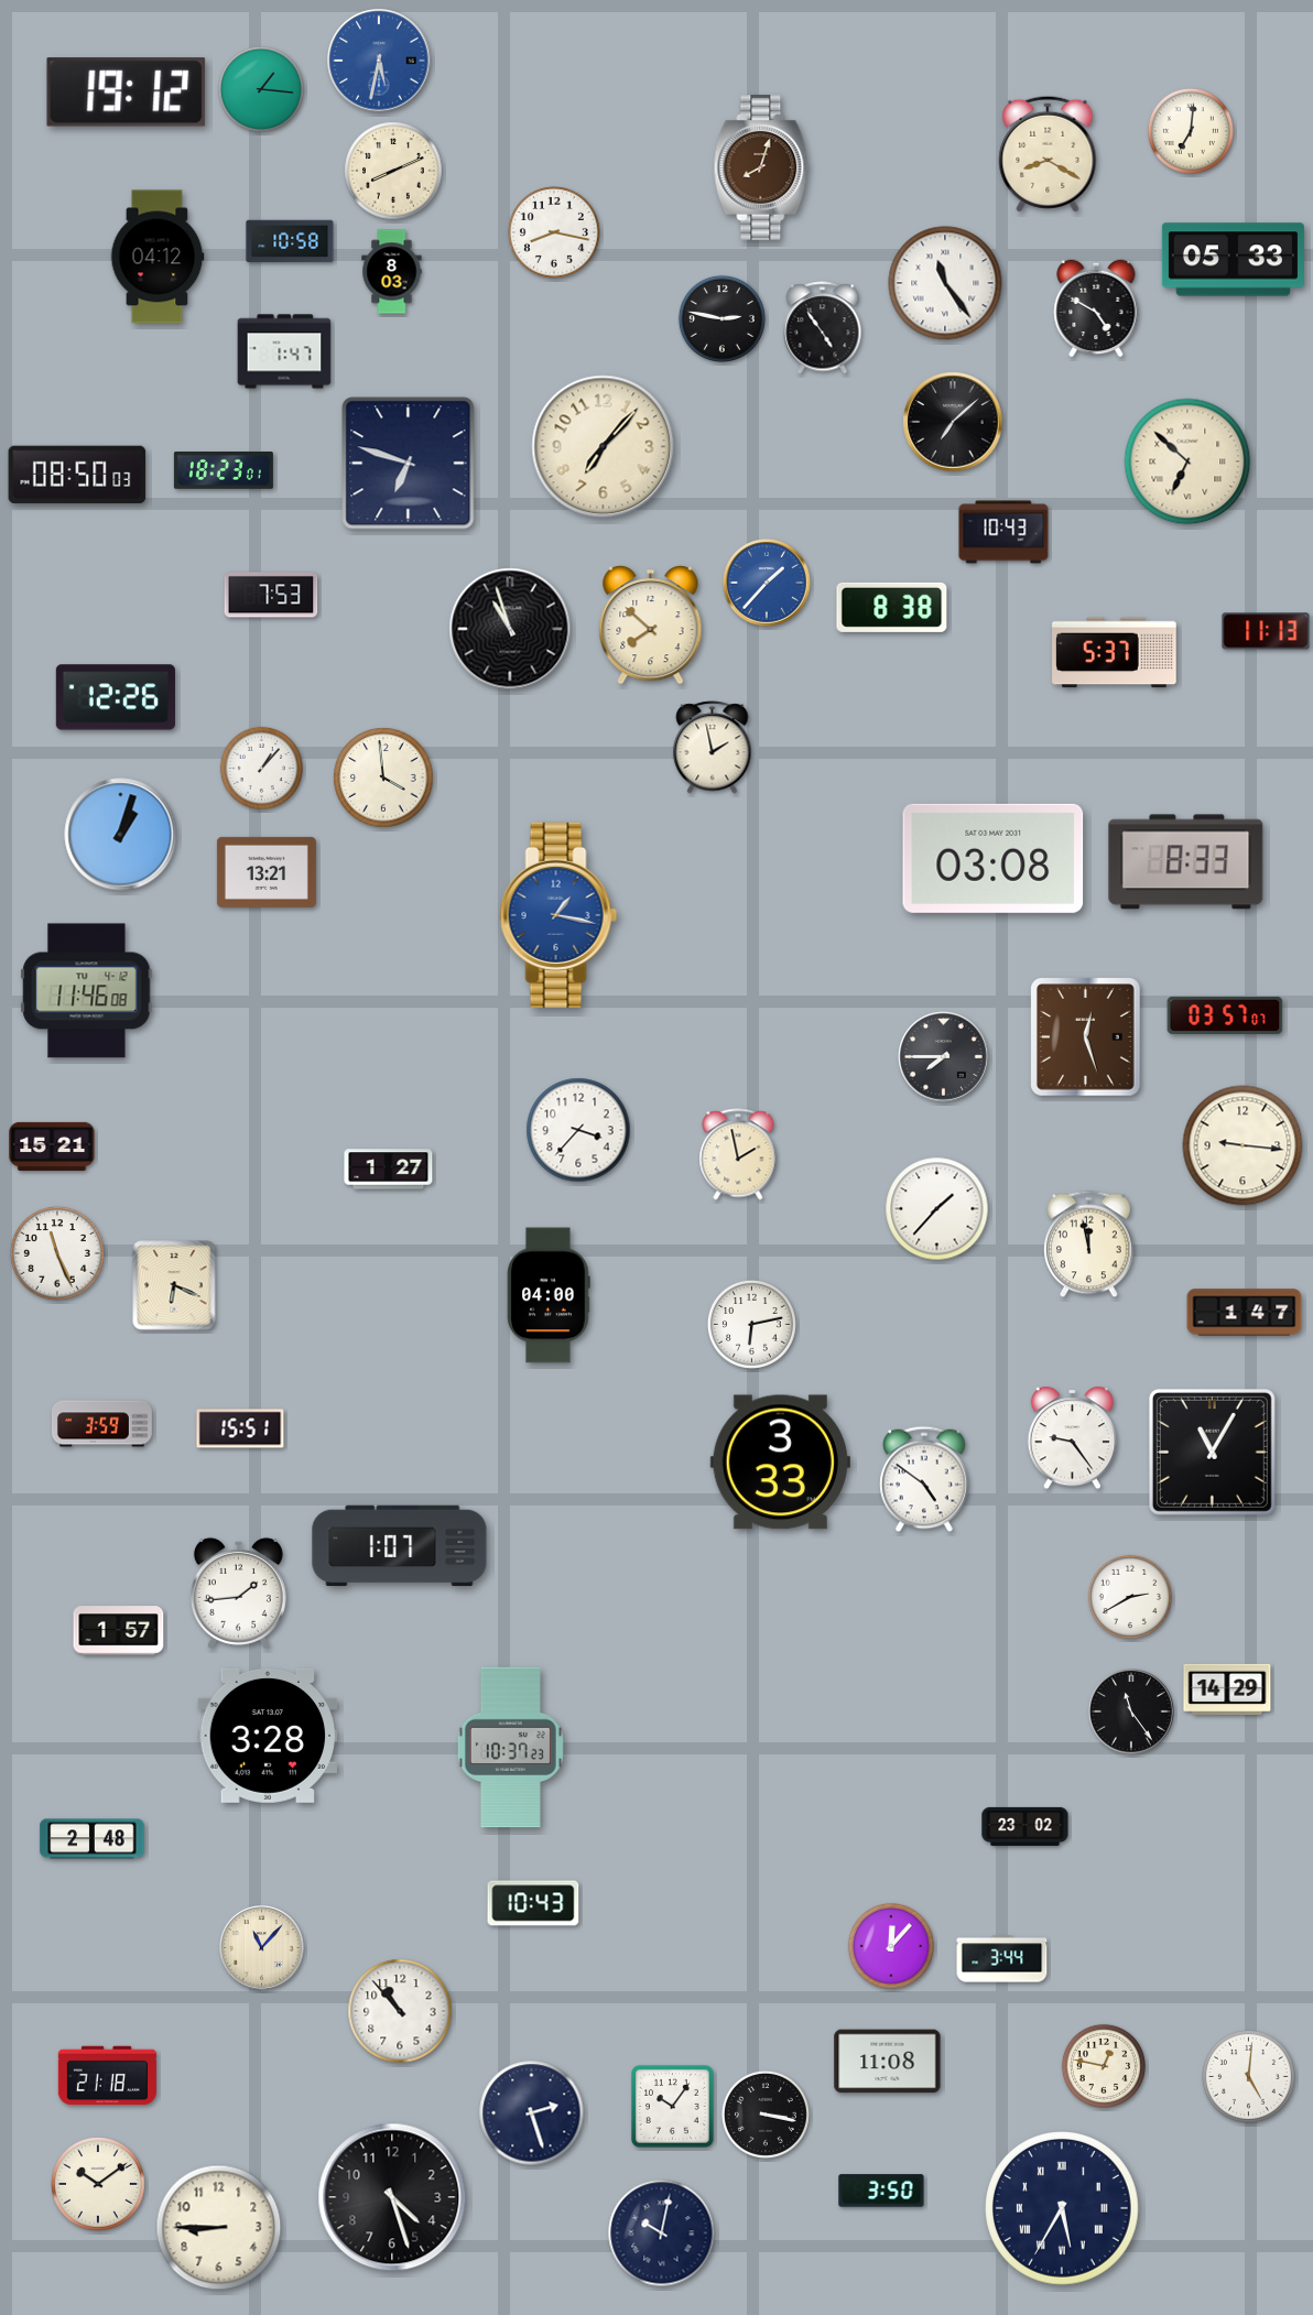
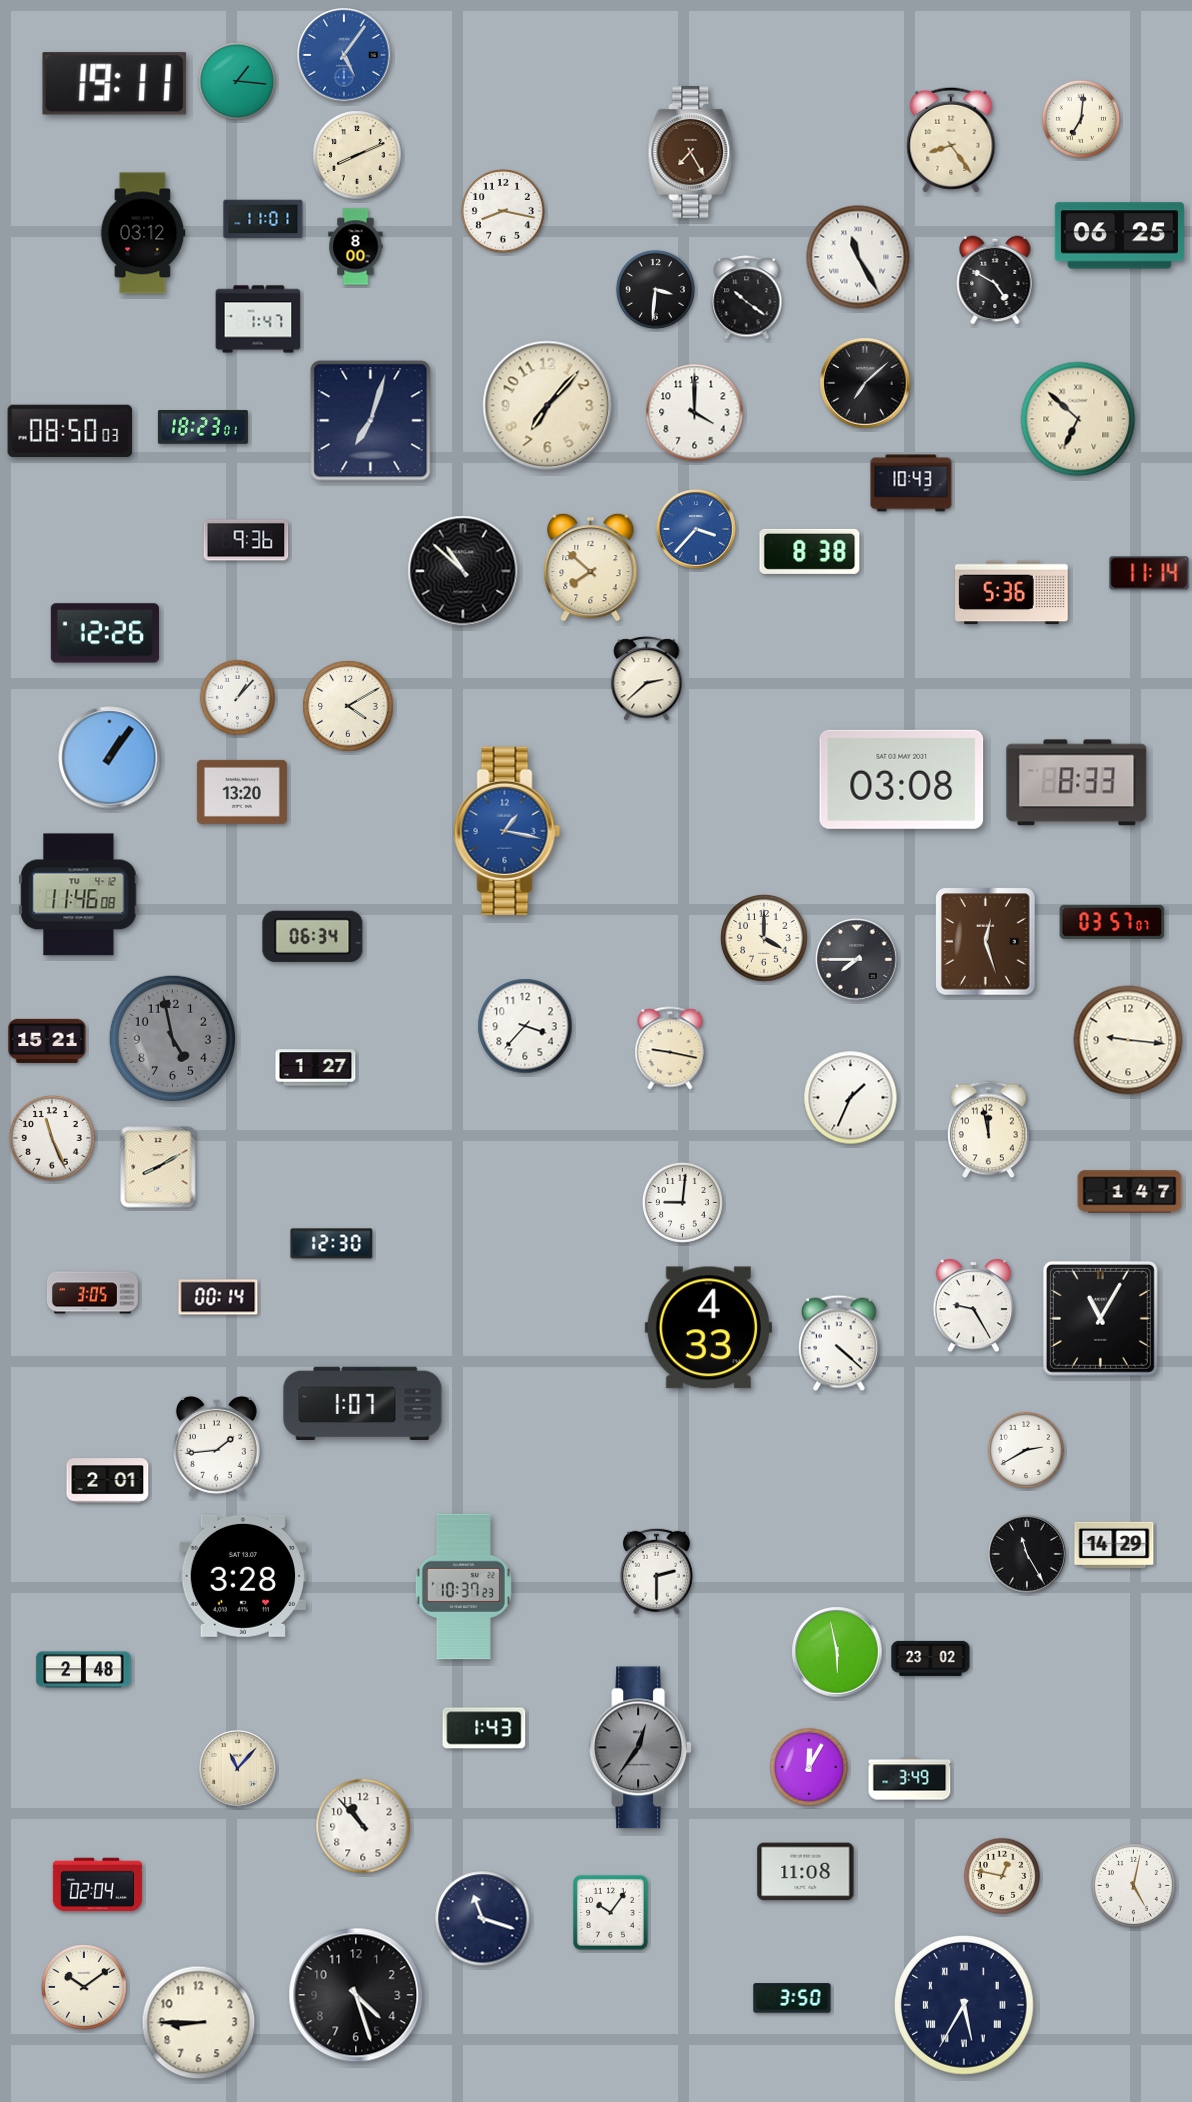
clock at (379, 61): 5:32 -> 5:06
clock at (127, 93): 19:12 -> 19:11
clock at (1048, 154): 8:20 -> 8:24
clock at (761, 169): 8:03 -> 7:25
clock at (290, 241): 10:58 -> 11:01
clock at (158, 257): 04:12 -> 03:12
clock at (1233, 260): 05:33 -> 06:25
clock at (392, 272): 8:03 -> 8:00
clock at (945, 283): 11:24 -> 11:25
clock at (721, 318): 2:47 -> 3:31
clock at (823, 328): 4:54 -> 10:21
clock at (695, 413): none -> 4:00
clock at (409, 464): 6:48 -> 7:03
clock at (767, 583): 1:37 -> 3:37
clock at (271, 595): 7:53 -> 9:36
clock at (510, 629): 10:57 -> 10:52
clock at (1266, 631): 11:13 -> 11:14
clock at (1115, 653): 5:37 -> 5:36
clock at (713, 748): 1:58 -> 2:38
clock at (383, 778): 3:59 -> 4:10
clock at (121, 835): 1:03 -> 1:06
clock at (267, 872): 13:21 -> 13:20
clock at (87, 991) position: (87, 991) -> (79, 895)
clock at (313, 936): none -> 06:34
clock at (764, 938): none -> 4:00
clock at (172, 1038): none -> 4:58
clock at (738, 1154): 1:58 -> 9:17
clock at (389, 1170) position: (389, 1170) -> (316, 1068)
clock at (937, 1209): 1:37 -> 1:34
clock at (174, 1285): 6:19 -> 8:10
clock at (549, 1295): 04:00 -> none
clock at (751, 1324): 6:13 -> 9:01
clock at (332, 1244): none -> 12:30
clock at (101, 1424): 3:59 -> 3:05
clock at (240, 1428): 15:51 -> 00:14
clock at (1072, 1438): 9:24 -> 9:25
clock at (780, 1463): 3:33 -> 4:33
clock at (924, 1479): 4:51 -> 4:22
clock at (119, 1631): 1:57 -> 2:01
clock at (1227, 1689) position: (1227, 1689) -> (1114, 1545)
clock at (1132, 1713): 11:24 -> 11:25
clock at (656, 1571): none -> 2:30
clock at (837, 1652): none -> 5:58
clock at (533, 1903): 10:43 -> 1:43
clock at (641, 1748): none -> 12:36
clock at (891, 1946): 12:07 -> 12:05
clock at (1002, 1959): 3:44 -> 3:49
clock at (107, 2076): 21:18 -> 02:04
clock at (1249, 2077): 5:01 -> 5:02
clock at (532, 2113): 2:27 -> 11:18
clock at (766, 2115): 3:17 -> none
clock at (98, 2184) position: (98, 2184) -> (84, 1987)
clock at (881, 2191) position: (881, 2191) -> (792, 1998)
clock at (662, 2234): 10:02 -> none
